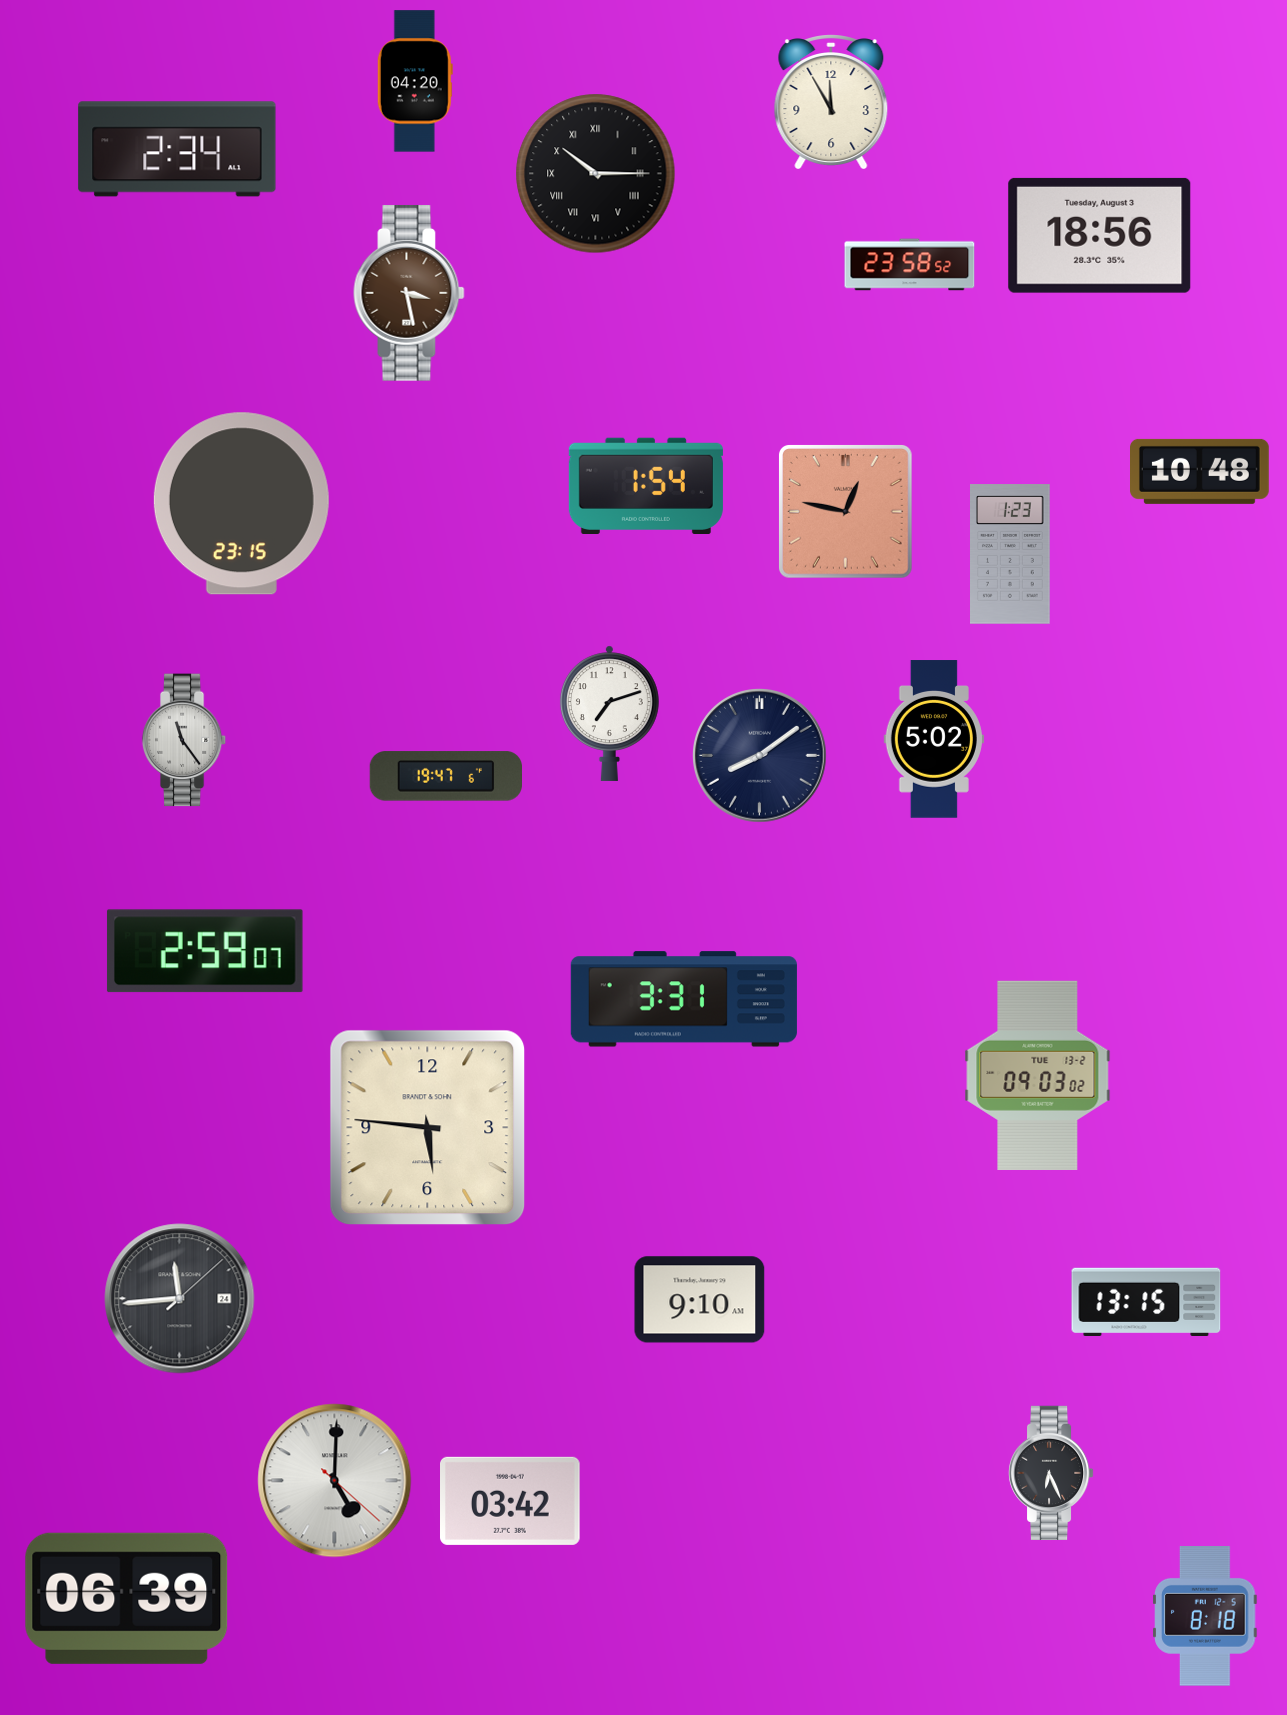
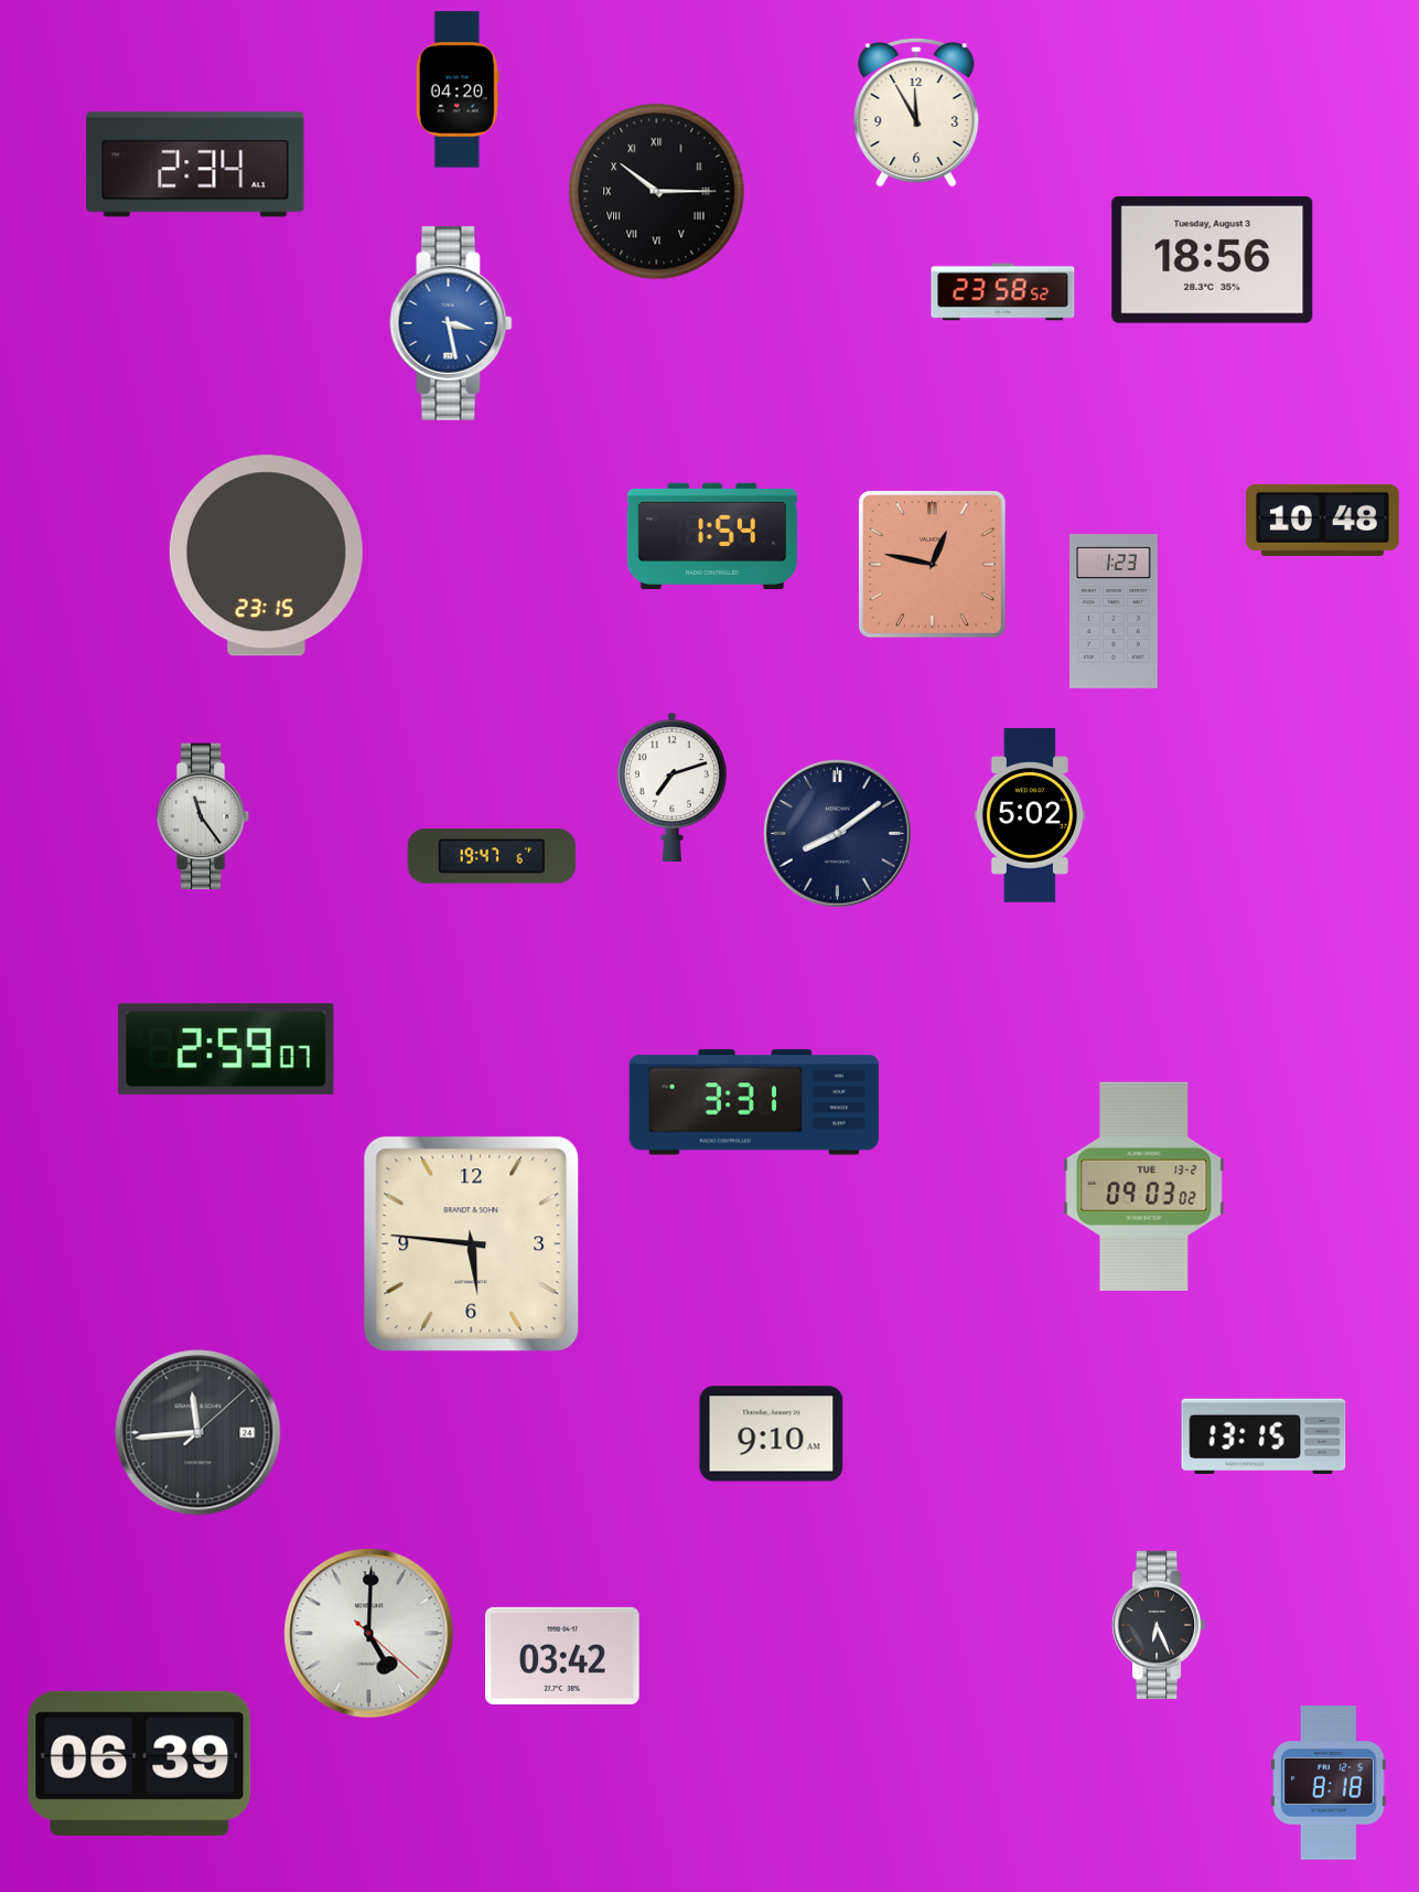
clock at (409, 293) dial: brown -> blue
